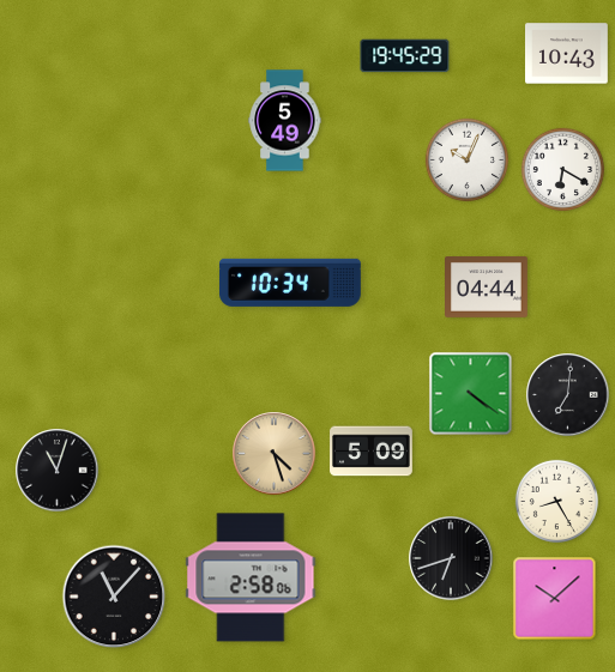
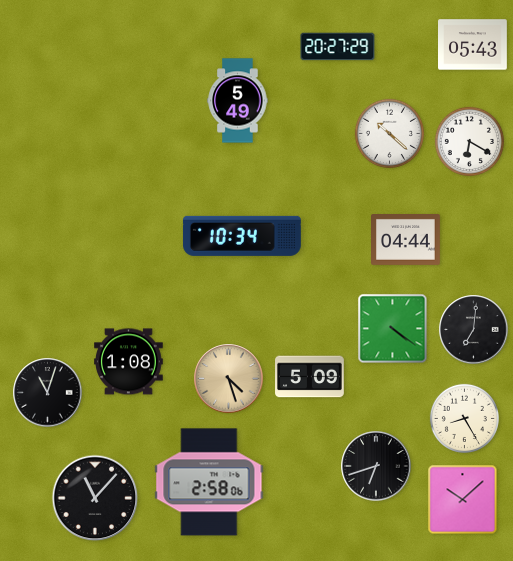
clock at (567, 54): 10:43 -> 05:43
clock at (405, 56): 19:45 -> 20:27
clock at (466, 159): 10:04 -> 10:22
clock at (129, 362): none -> 1:08
